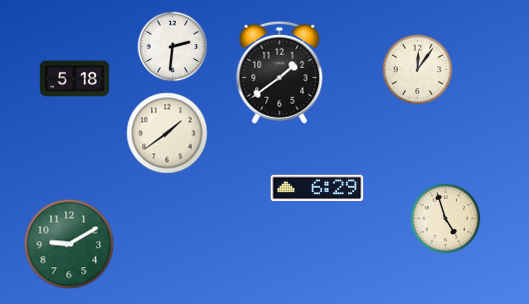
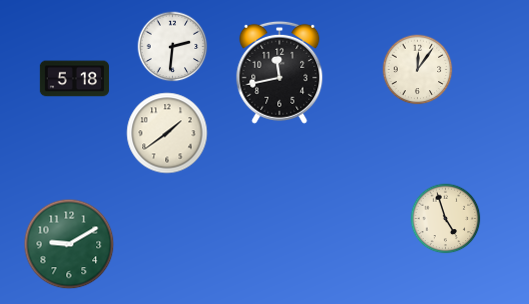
clock at (280, 72): 1:39 -> 11:43
clock at (317, 188): 6:29 -> none
